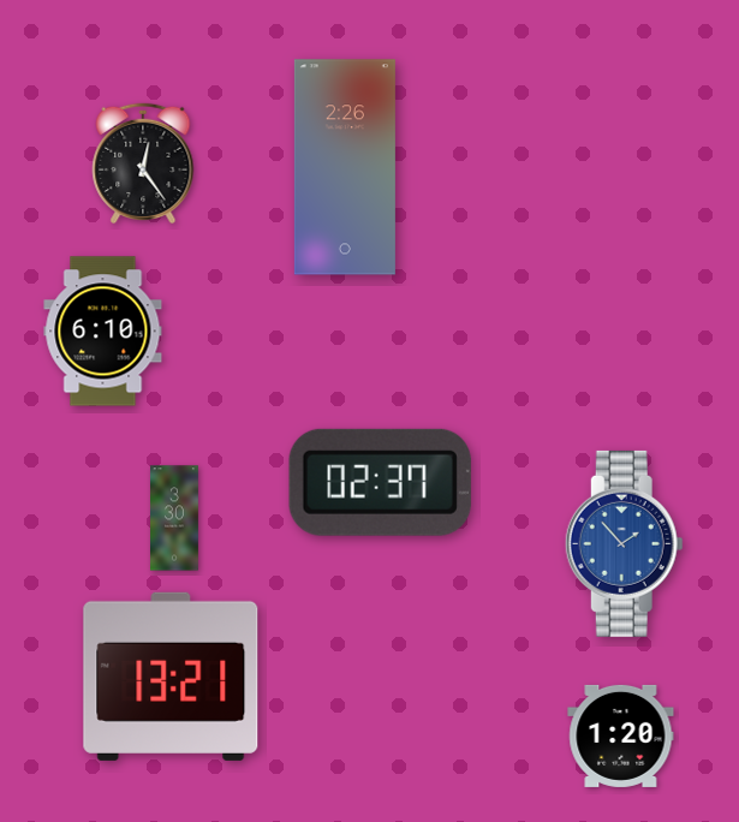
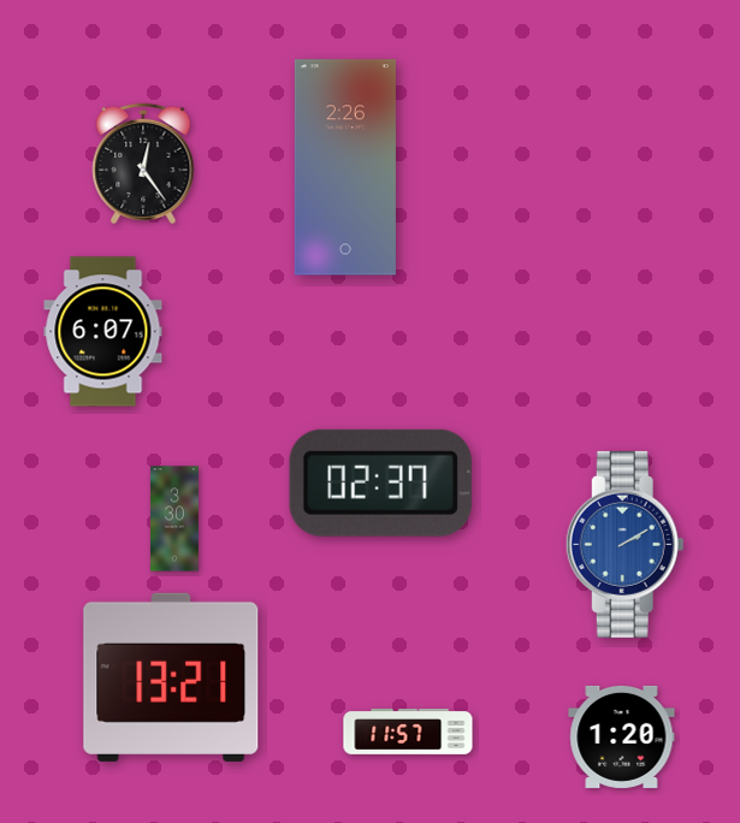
clock at (103, 332): 6:10 -> 6:07
clock at (624, 543): 1:53 -> 2:10
clock at (408, 733): none -> 11:57
